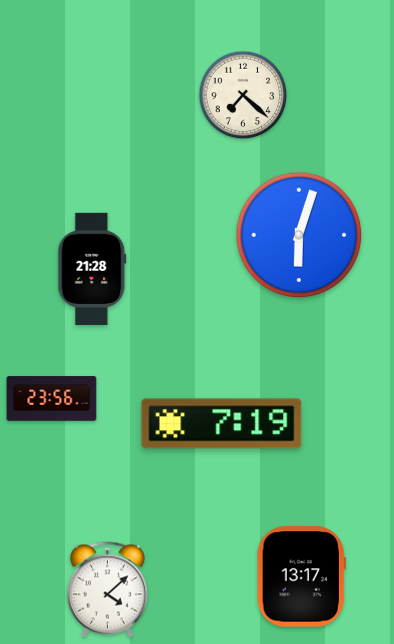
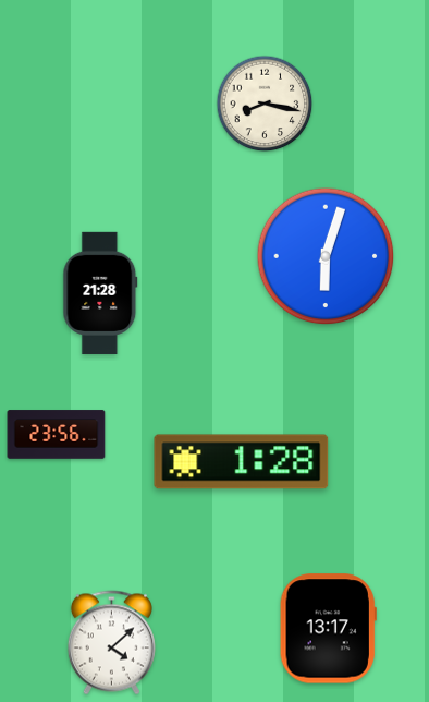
clock at (243, 95): 7:22 -> 8:17
clock at (222, 424): 7:19 -> 1:28
clock at (107, 590) position: (107, 590) -> (111, 643)
